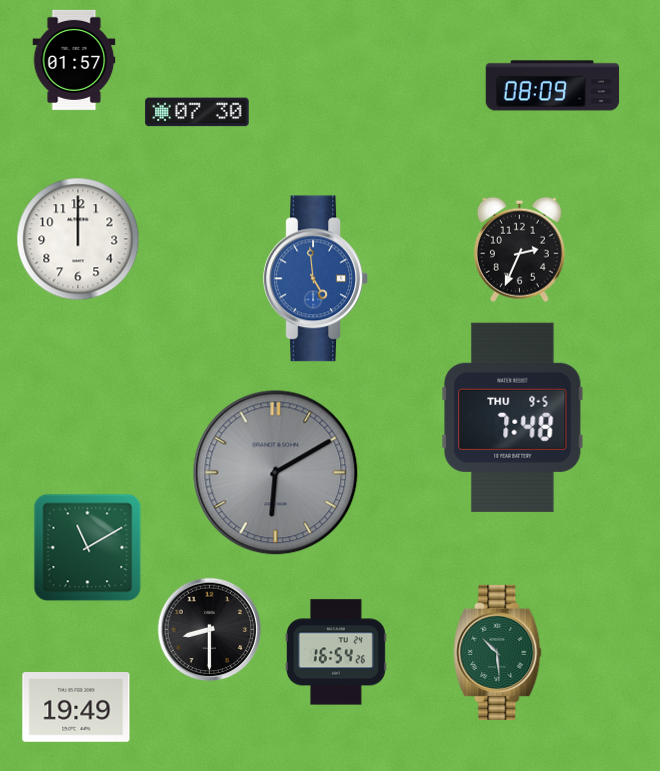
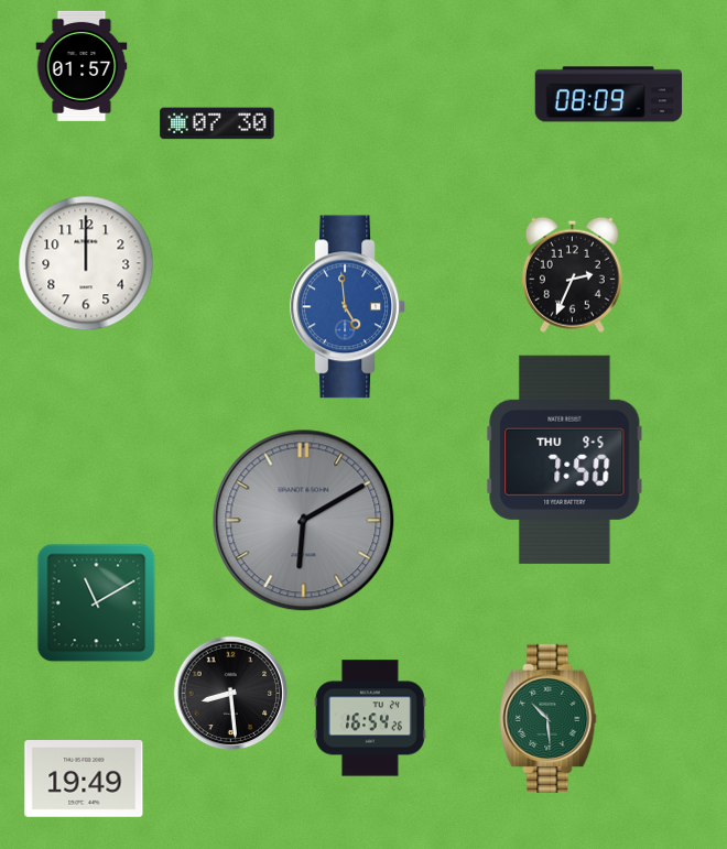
clock at (513, 417): 7:48 -> 7:50
clock at (210, 630): 8:30 -> 8:29
